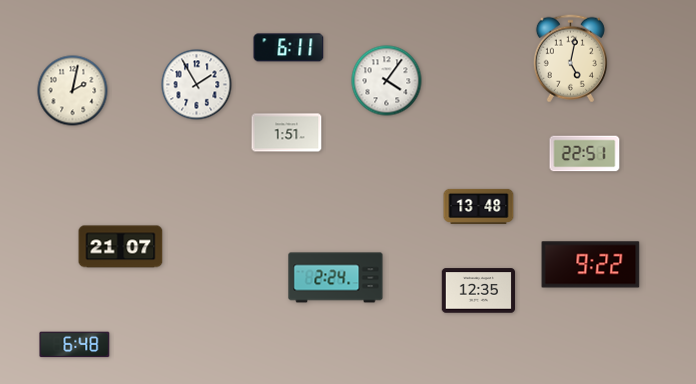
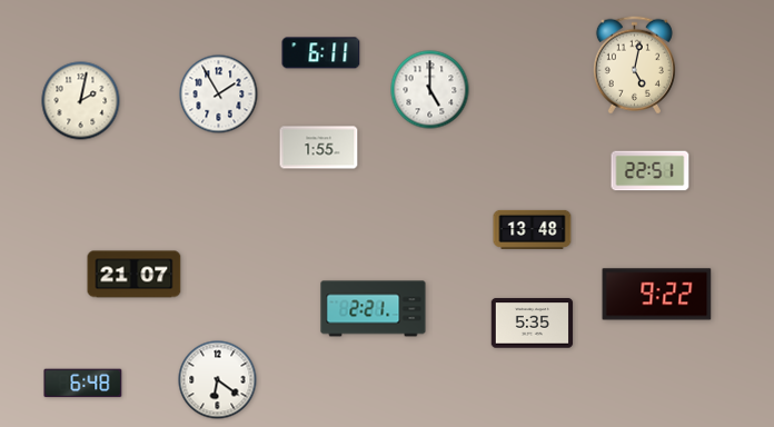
clock at (387, 81): 4:06 -> 5:00
clock at (287, 133): 1:51 -> 1:55
clock at (336, 278): 2:24 -> 2:21
clock at (479, 291): 12:35 -> 5:35
clock at (218, 380): none -> 6:21
